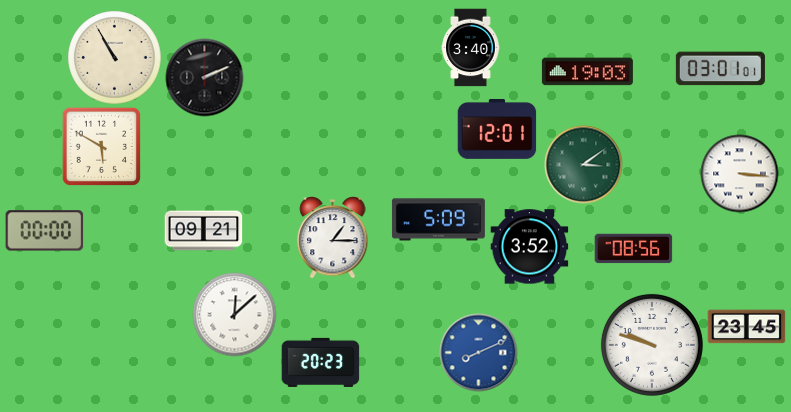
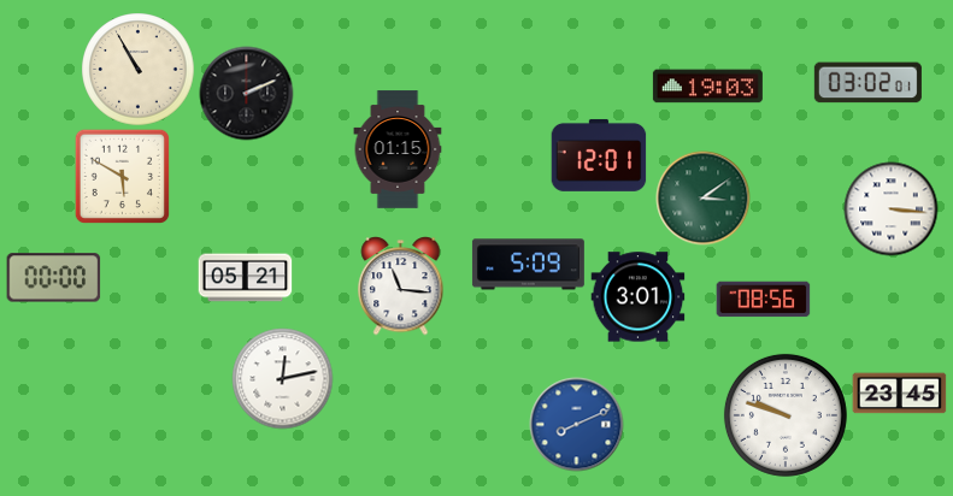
clock at (471, 47): 3:40 -> none
clock at (720, 69): 03:01 -> 03:02
clock at (398, 149): none -> 01:15
clock at (203, 231): 09:21 -> 05:21
clock at (333, 238): 1:15 -> 11:16
clock at (529, 247): 3:52 -> 3:01
clock at (234, 314): 12:08 -> 12:13
clock at (320, 362): 20:23 -> none
